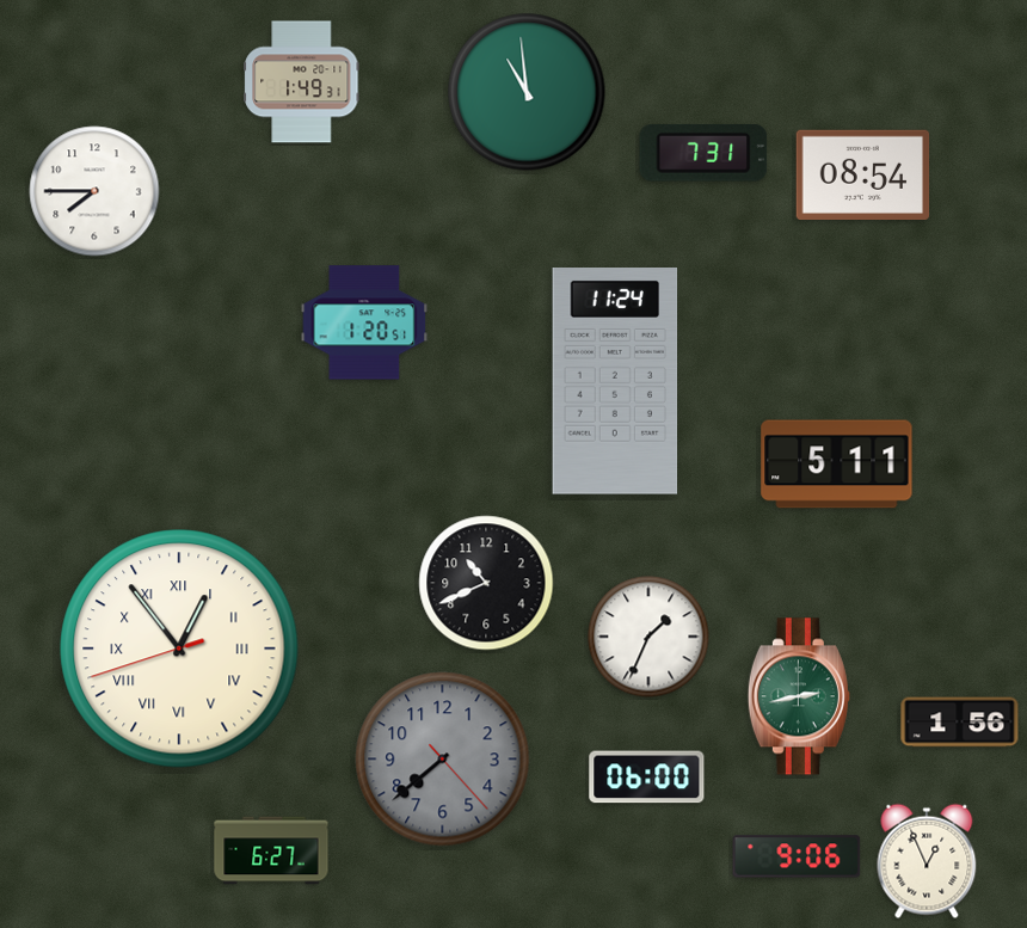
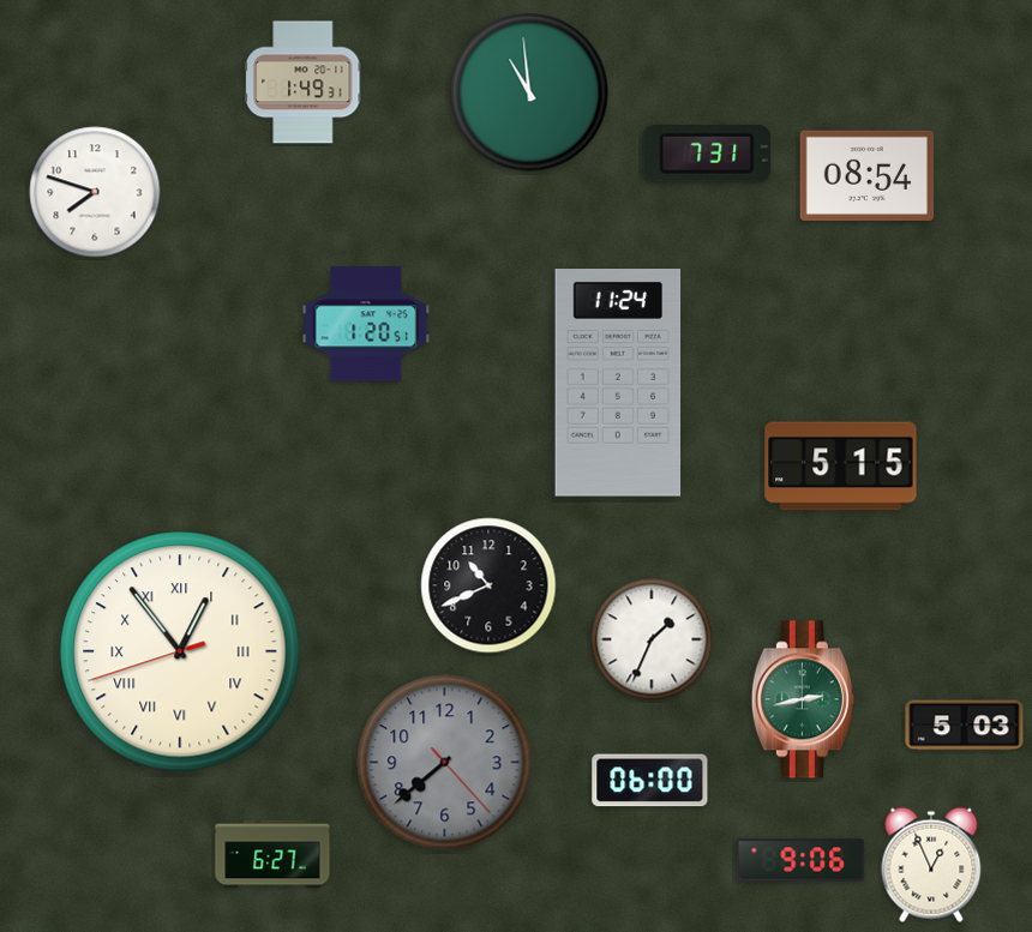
clock at (94, 191): 7:45 -> 7:48
clock at (837, 465): 5:11 -> 5:15
clock at (960, 723): 1:56 -> 5:03
